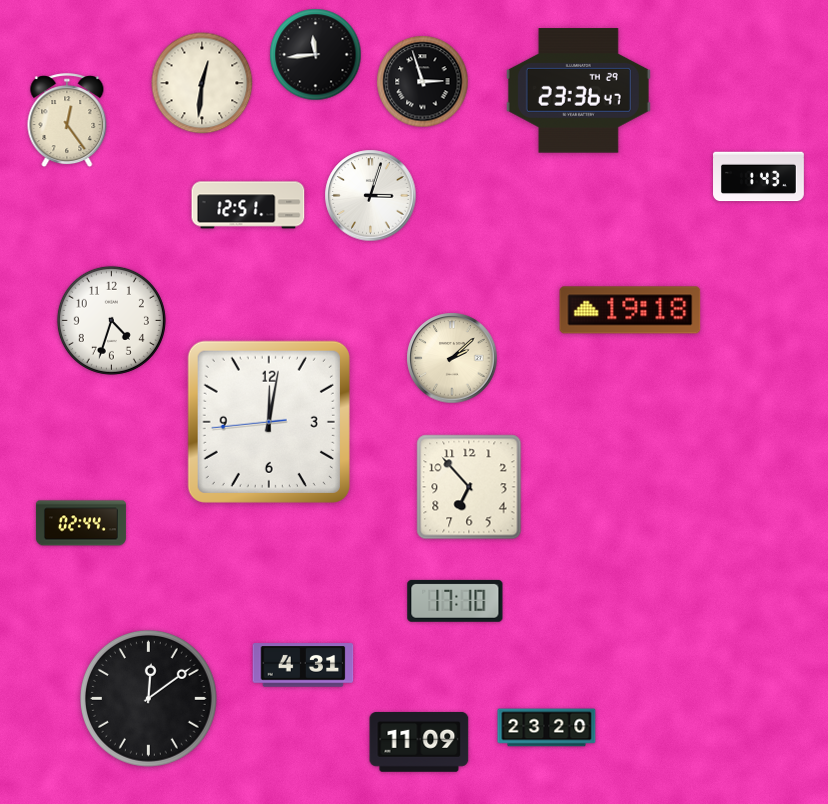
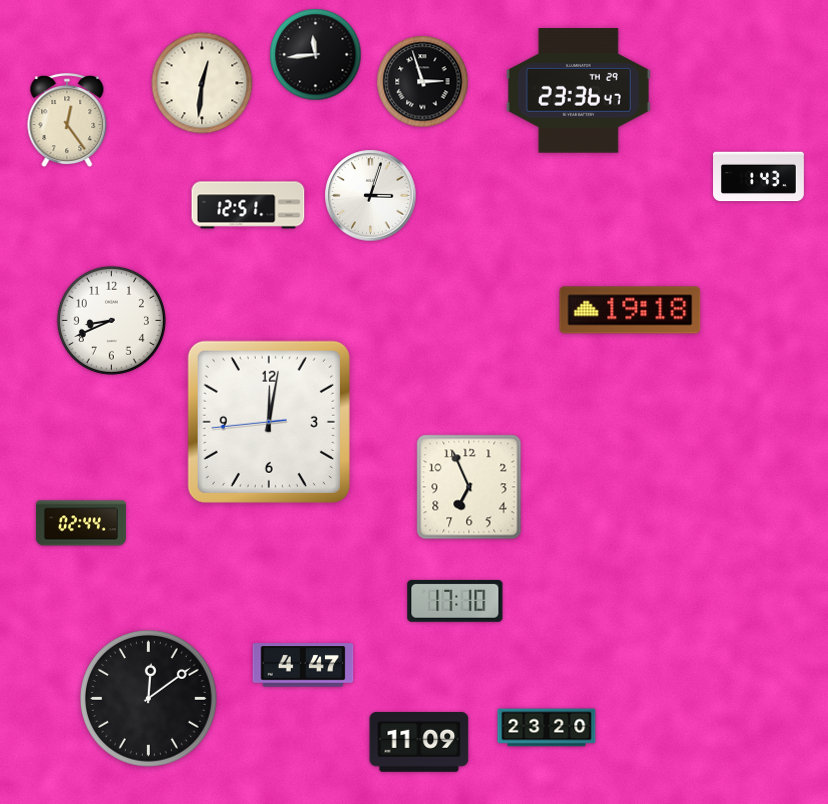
clock at (111, 320): 4:33 -> 8:41
clock at (452, 358): 2:08 -> none
clock at (469, 487): 6:53 -> 6:56
clock at (303, 665): 4:31 -> 4:47
